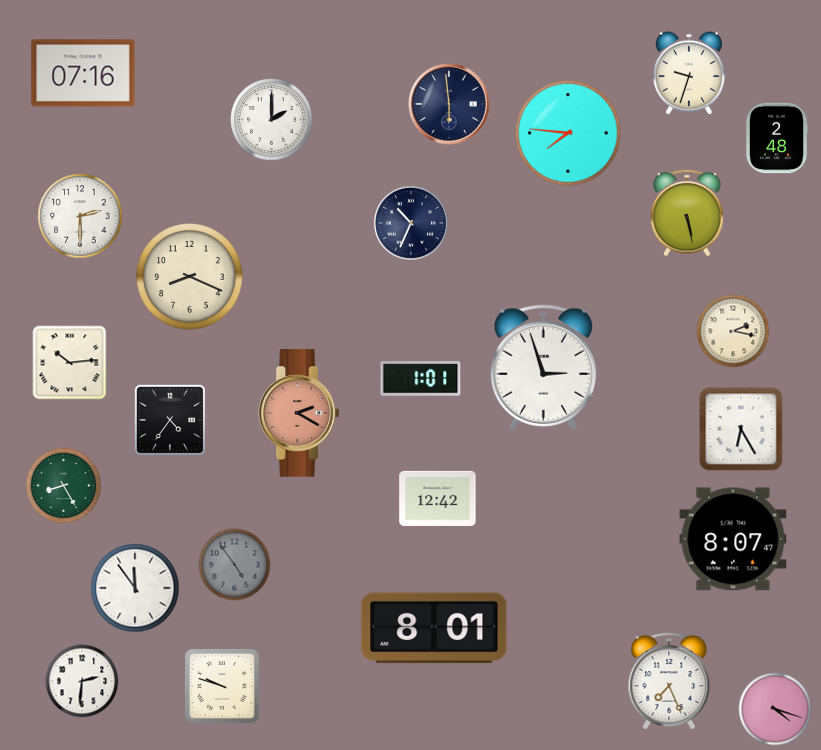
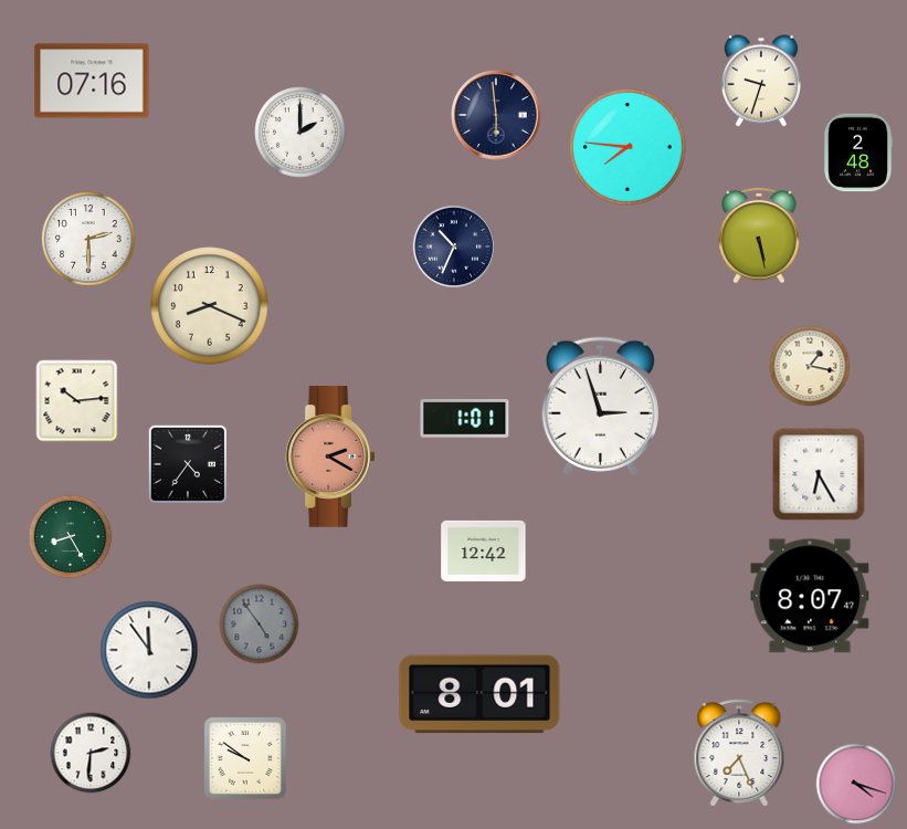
clock at (733, 331): 2:17 -> 1:17
clock at (222, 686): 9:48 -> 9:51
